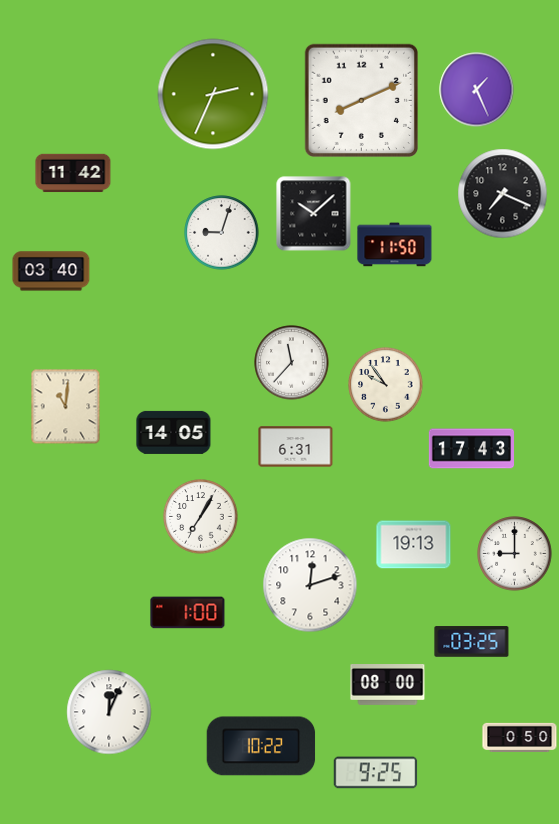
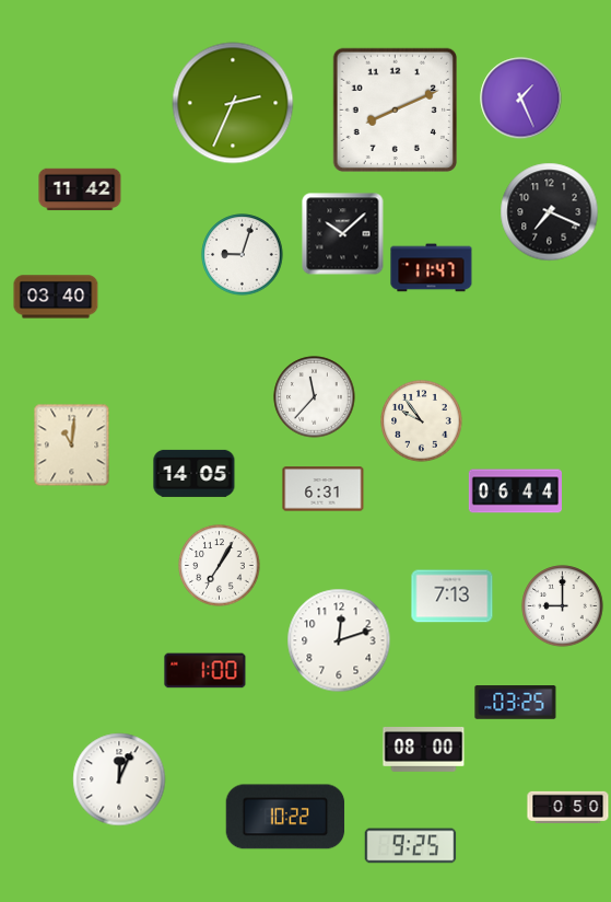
clock at (395, 245): 11:50 -> 11:47
clock at (292, 363) position: (292, 363) -> (315, 397)
clock at (174, 432) position: (174, 432) -> (195, 473)
clock at (471, 449): 17:43 -> 06:44
clock at (414, 545): 19:13 -> 7:13
